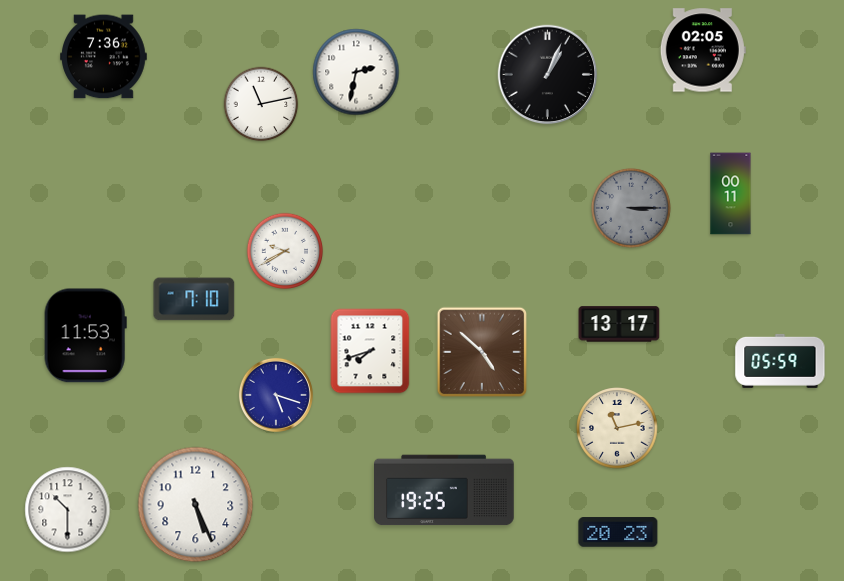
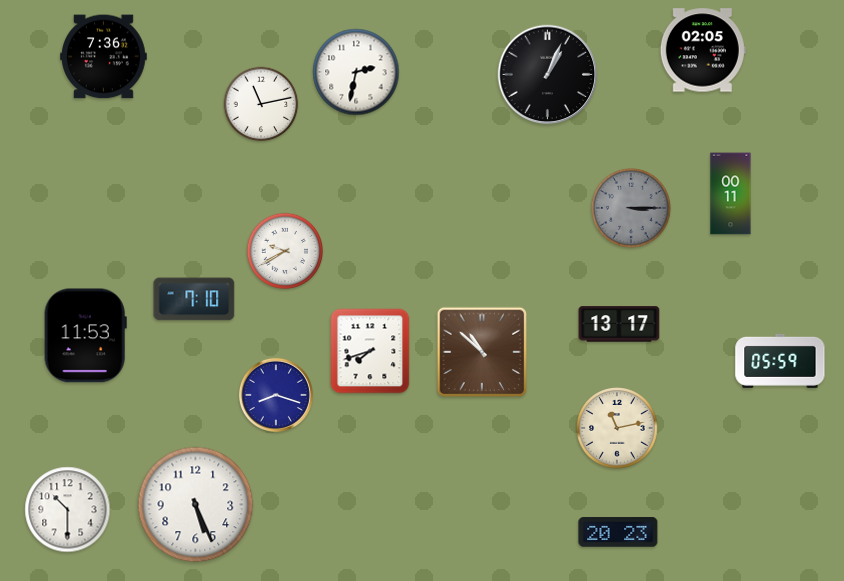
clock at (482, 352): 4:52 -> 10:52
clock at (276, 395): 5:18 -> 8:18
clock at (445, 490): 19:25 -> none
